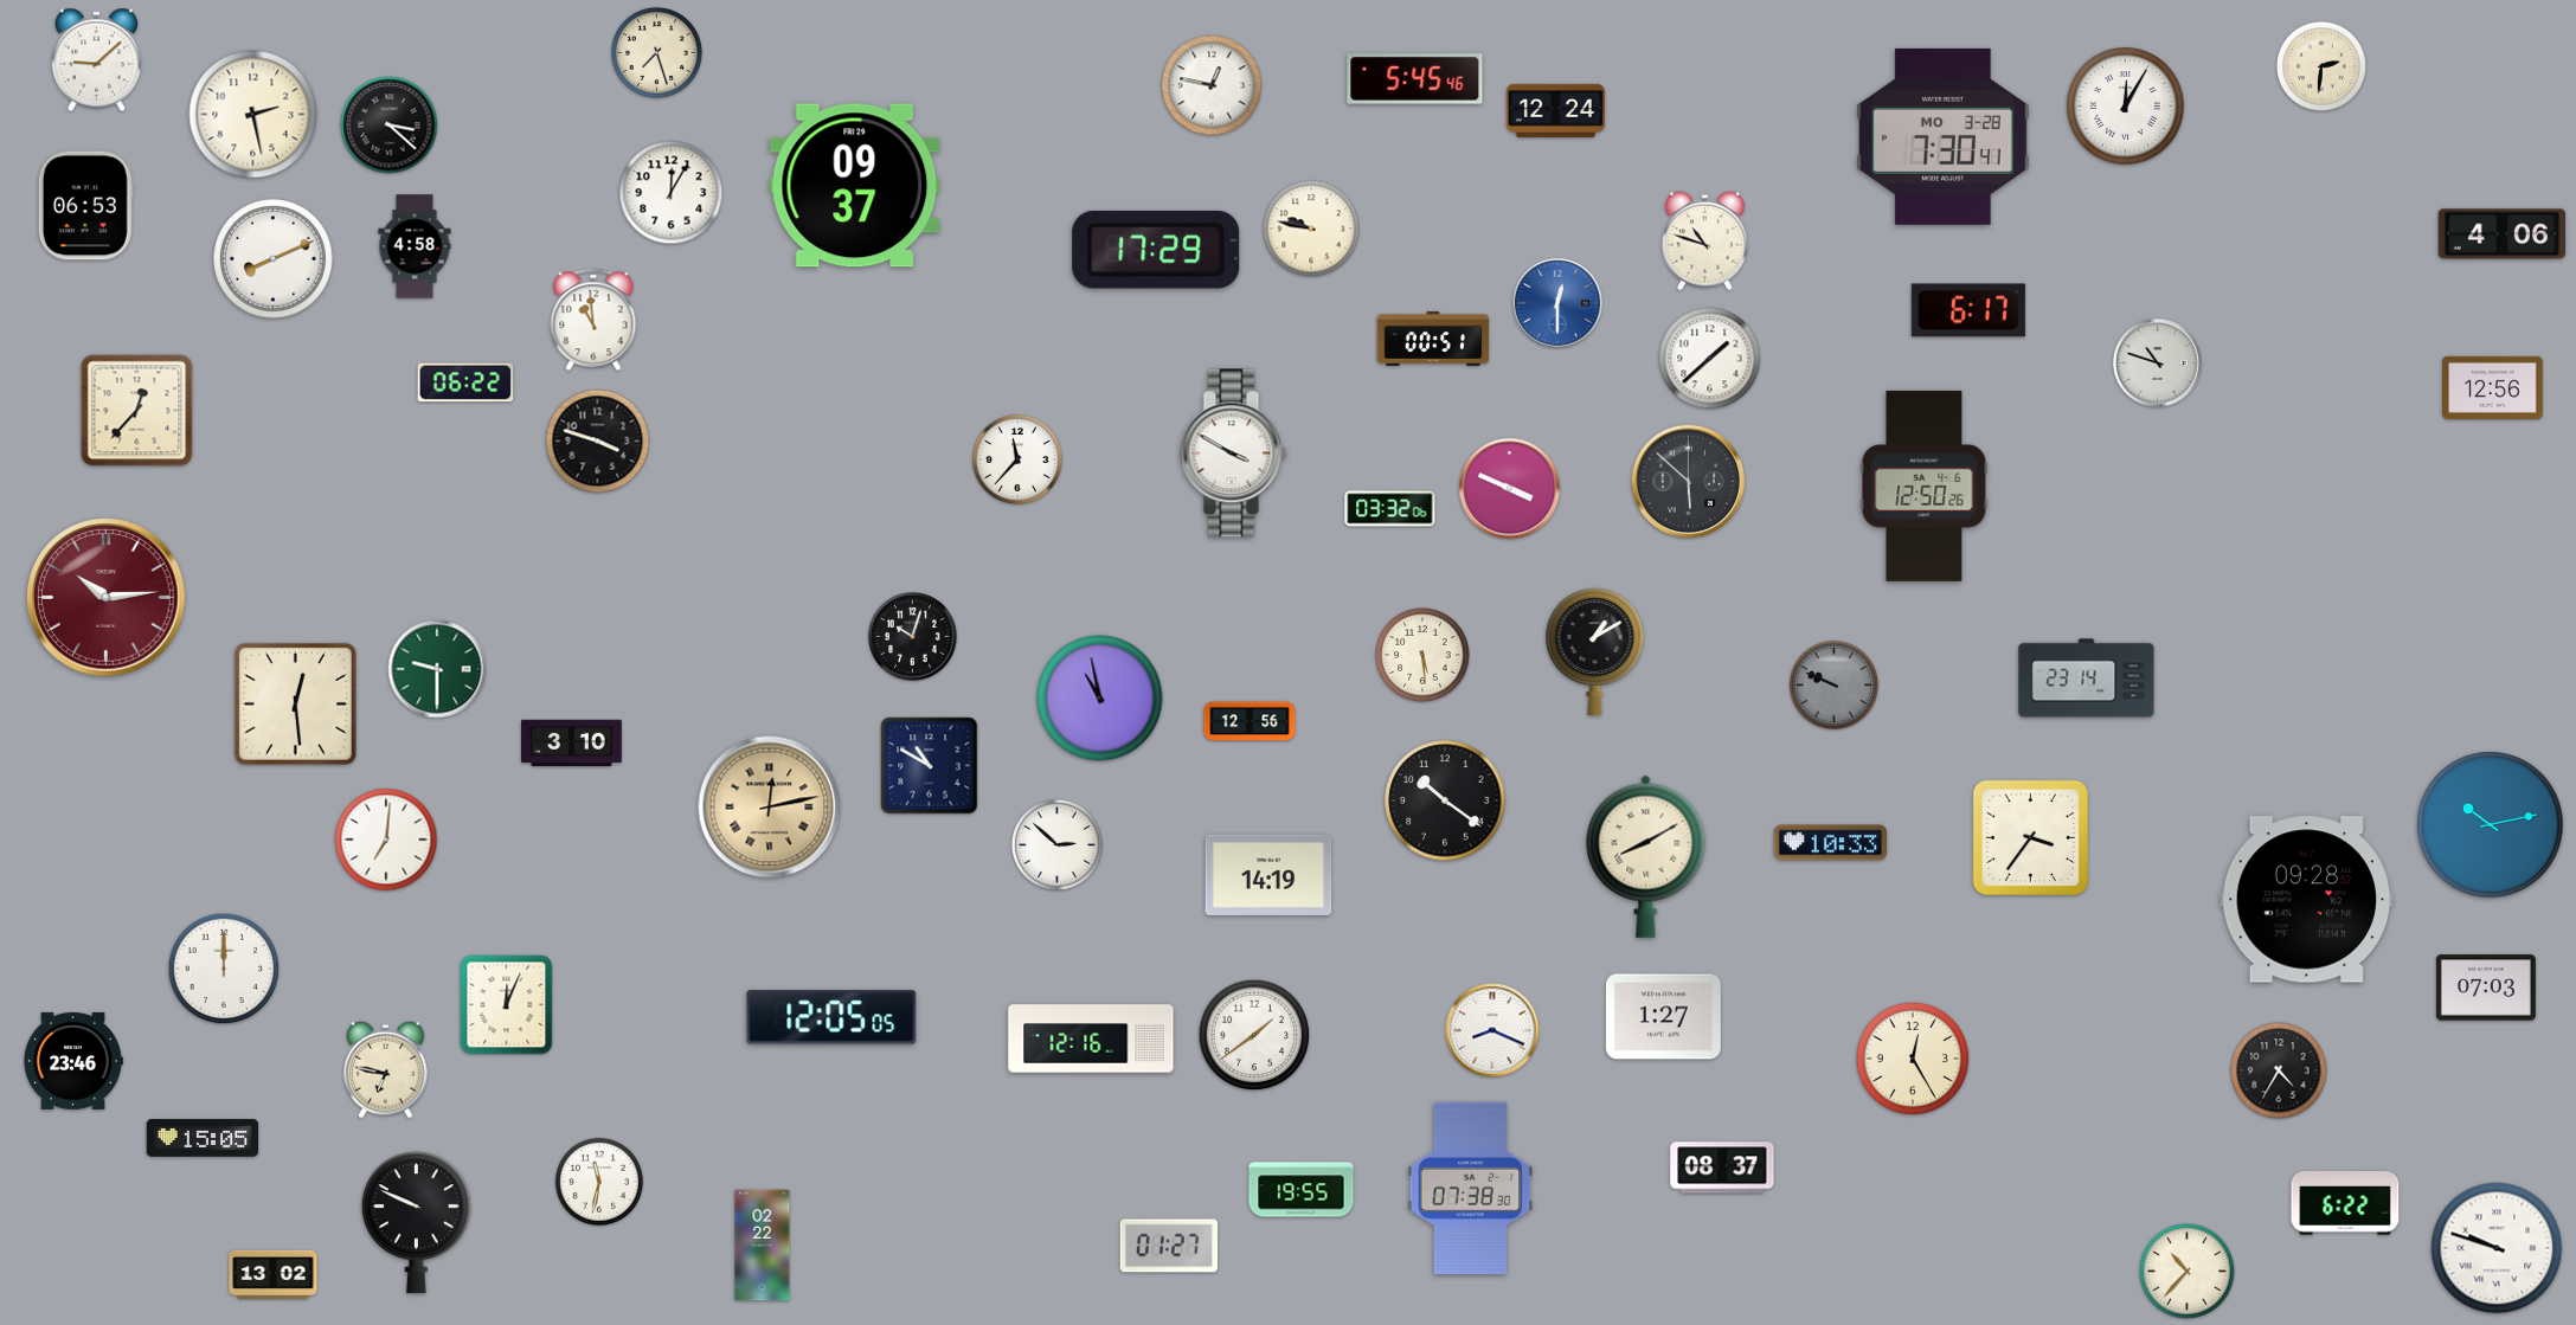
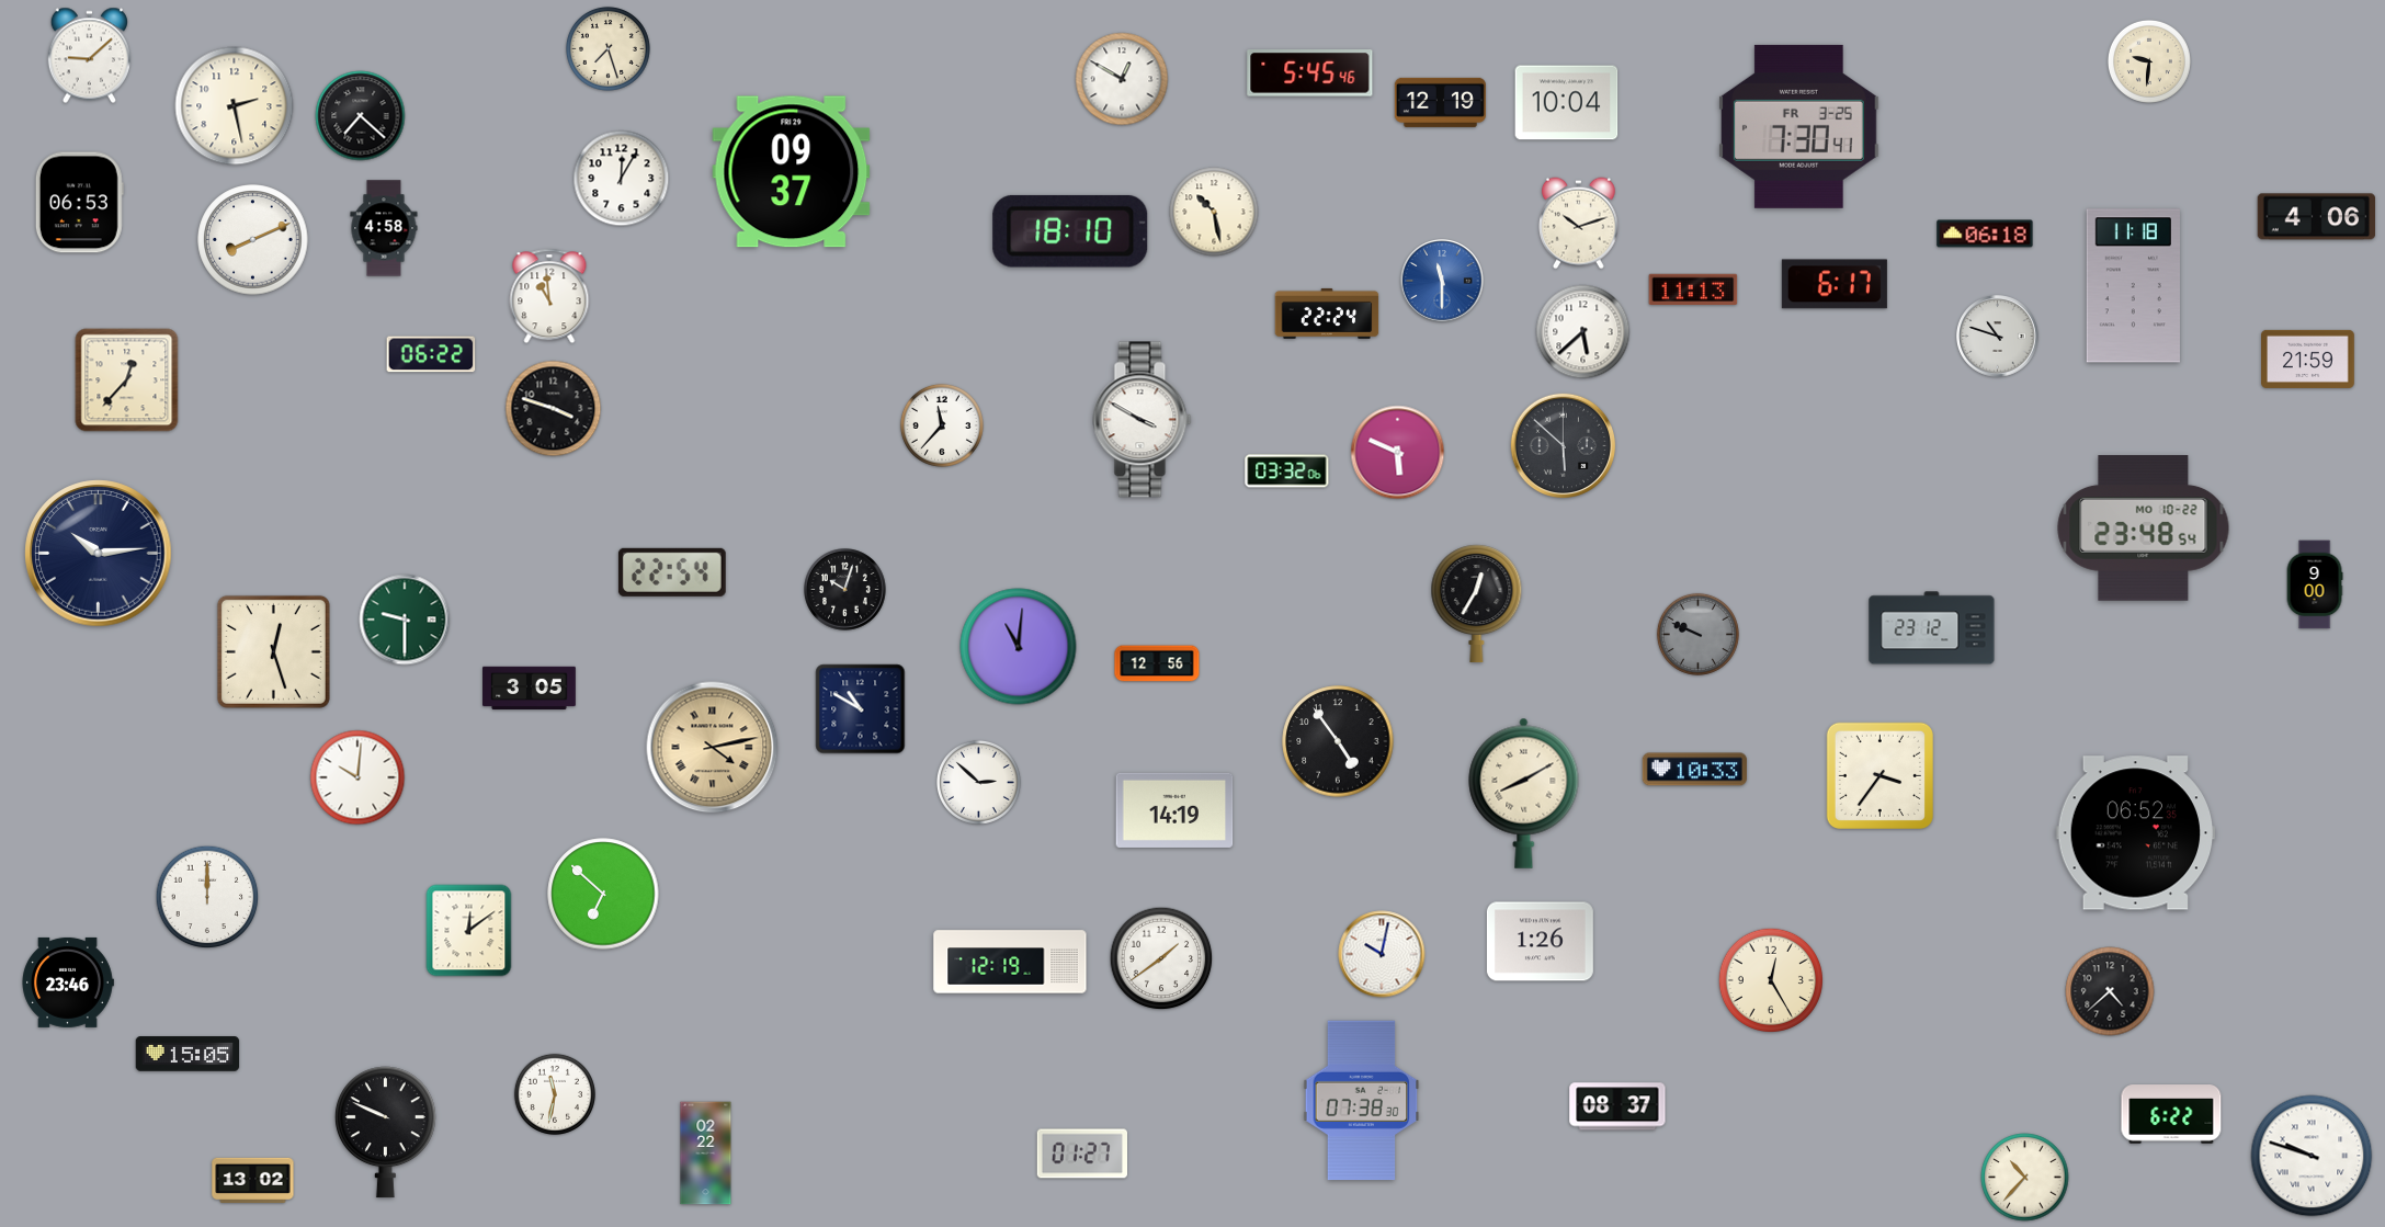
clock at (2321, 66): 2:31 -> 9:31
clock at (1212, 85): 12:47 -> 12:50
clock at (2126, 107): 12:05 -> none
clock at (1555, 110): 12:24 -> 12:19
clock at (1567, 103): none -> 10:04
clock at (390, 126): 3:22 -> 7:22
clock at (1942, 136) date: MO 3-28 -> FR 3-25
clock at (85, 206) position: (85, 206) -> (79, 203)
clock at (1311, 229): 9:47 -> 10:28
clock at (1704, 242): 10:48 -> 10:12
clock at (1156, 250): 17:29 -> 18:10
clock at (1985, 234): none -> 06:18
clock at (1557, 303): 12:30 -> 11:30
clock at (2133, 286): none -> 11:18
clock at (1968, 310) position: (1968, 310) -> (1835, 284)
clock at (1693, 288): none -> 11:13
clock at (1433, 339): 00:51 -> 22:24
clock at (1710, 359): 1:38 -> 5:38
clock at (2493, 387): 12:56 -> 21:59
clock at (1925, 485): 12:50 -> none
clock at (1510, 489): 3:49 -> 5:49
clock at (2144, 529): none -> 23:48
clock at (107, 598) dial: burgundy -> navy
clock at (672, 572): none -> 22:54
clock at (2315, 584): none -> 9:00
clock at (1595, 652): 1:10 -> 12:35
clock at (1422, 655): 5:29 -> none
clock at (2087, 678): 23:14 -> 23:12
clock at (1100, 699): 10:58 -> 11:01
clock at (295, 703): 12:29 -> 12:27
clock at (1250, 721) position: (1250, 721) -> (1157, 663)
clock at (572, 744): 3:10 -> 3:05
clock at (1445, 800): 10:21 -> 4:54
clock at (770, 808): 12:13 -> 4:13
clock at (2491, 825): 10:13 -> none
clock at (386, 840): 7:01 -> 10:01
clock at (1830, 843) position: (1830, 843) -> (1694, 770)
clock at (2307, 900): 09:28 -> 06:52
clock at (603, 894): none -> 6:52
clock at (2486, 988): 07:03 -> none
clock at (507, 1005): 12:04 -> 12:09
clock at (831, 1017): 12:05 -> none
clock at (1663, 1017): 1:27 -> 1:26
clock at (1492, 1030): 8:19 -> 10:02
clock at (1091, 1038): 12:16 -> 12:19
clock at (386, 1069): 6:47 -> none
clock at (2279, 1070): 4:35 -> 4:38
clock at (1722, 1168) position: (1722, 1168) -> (1617, 1106)
clock at (1302, 1190): 19:55 -> none
